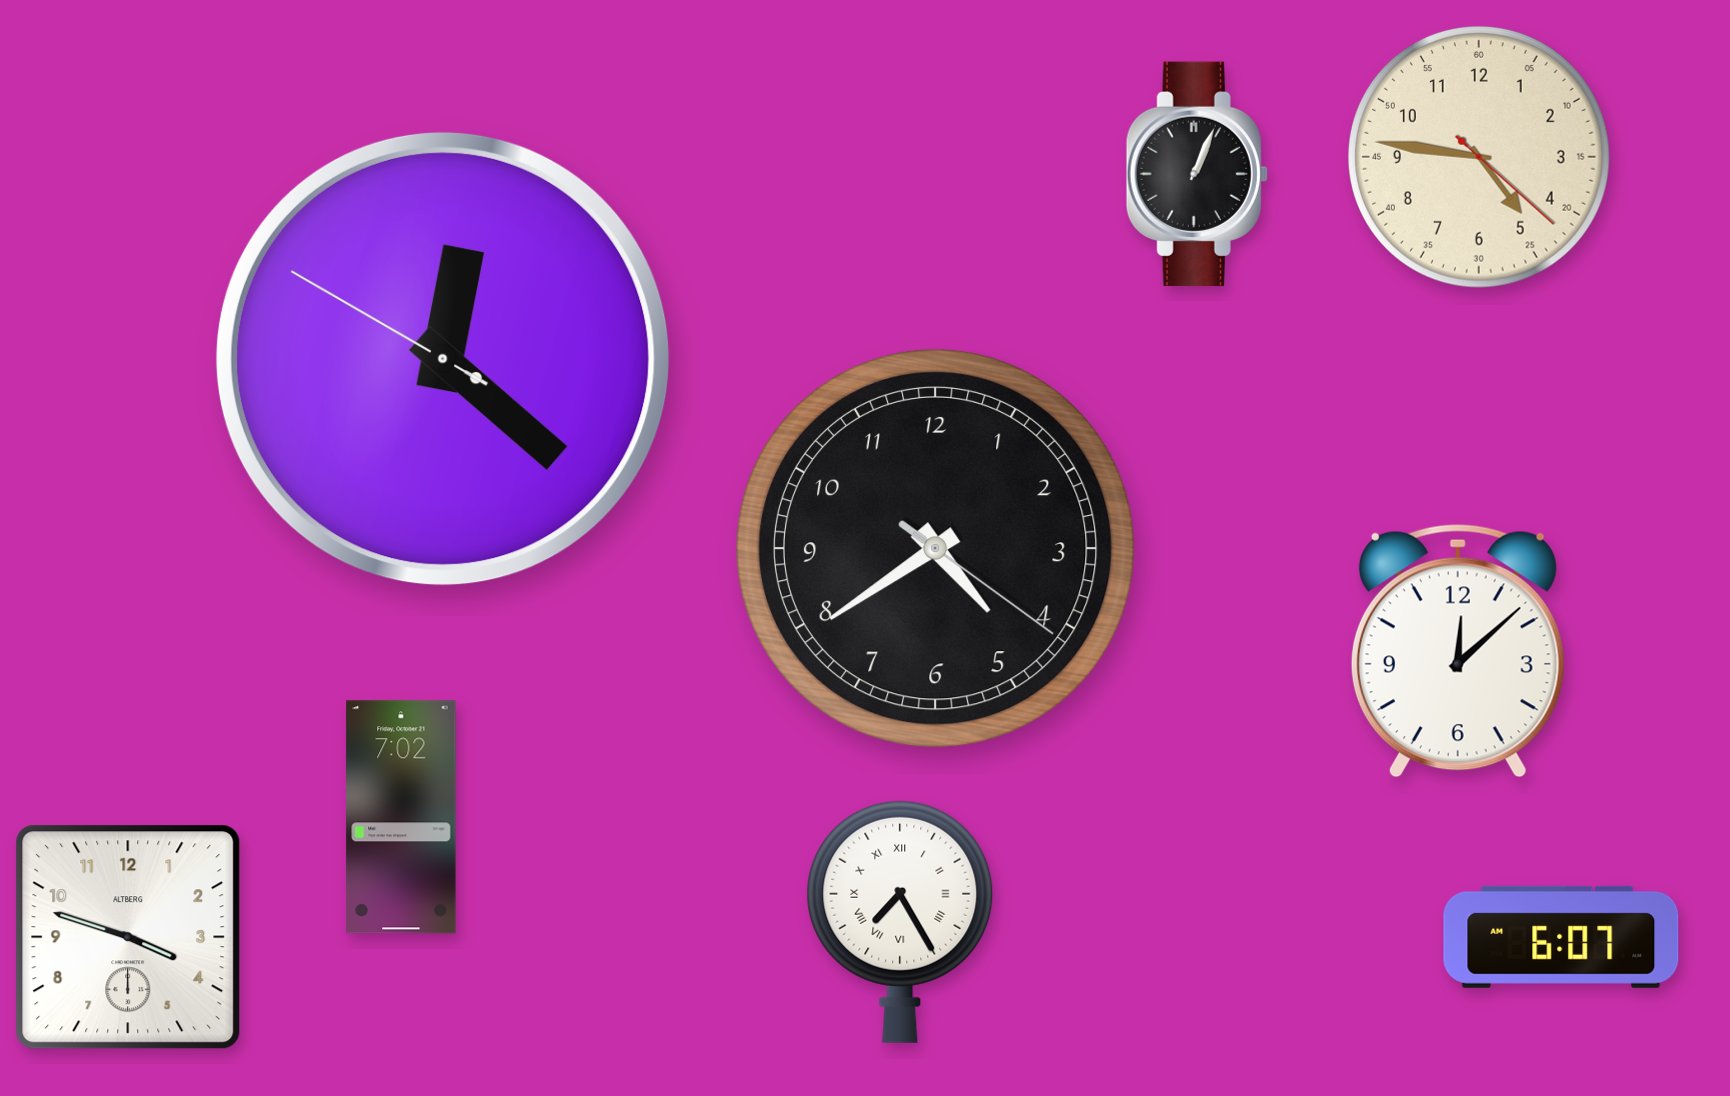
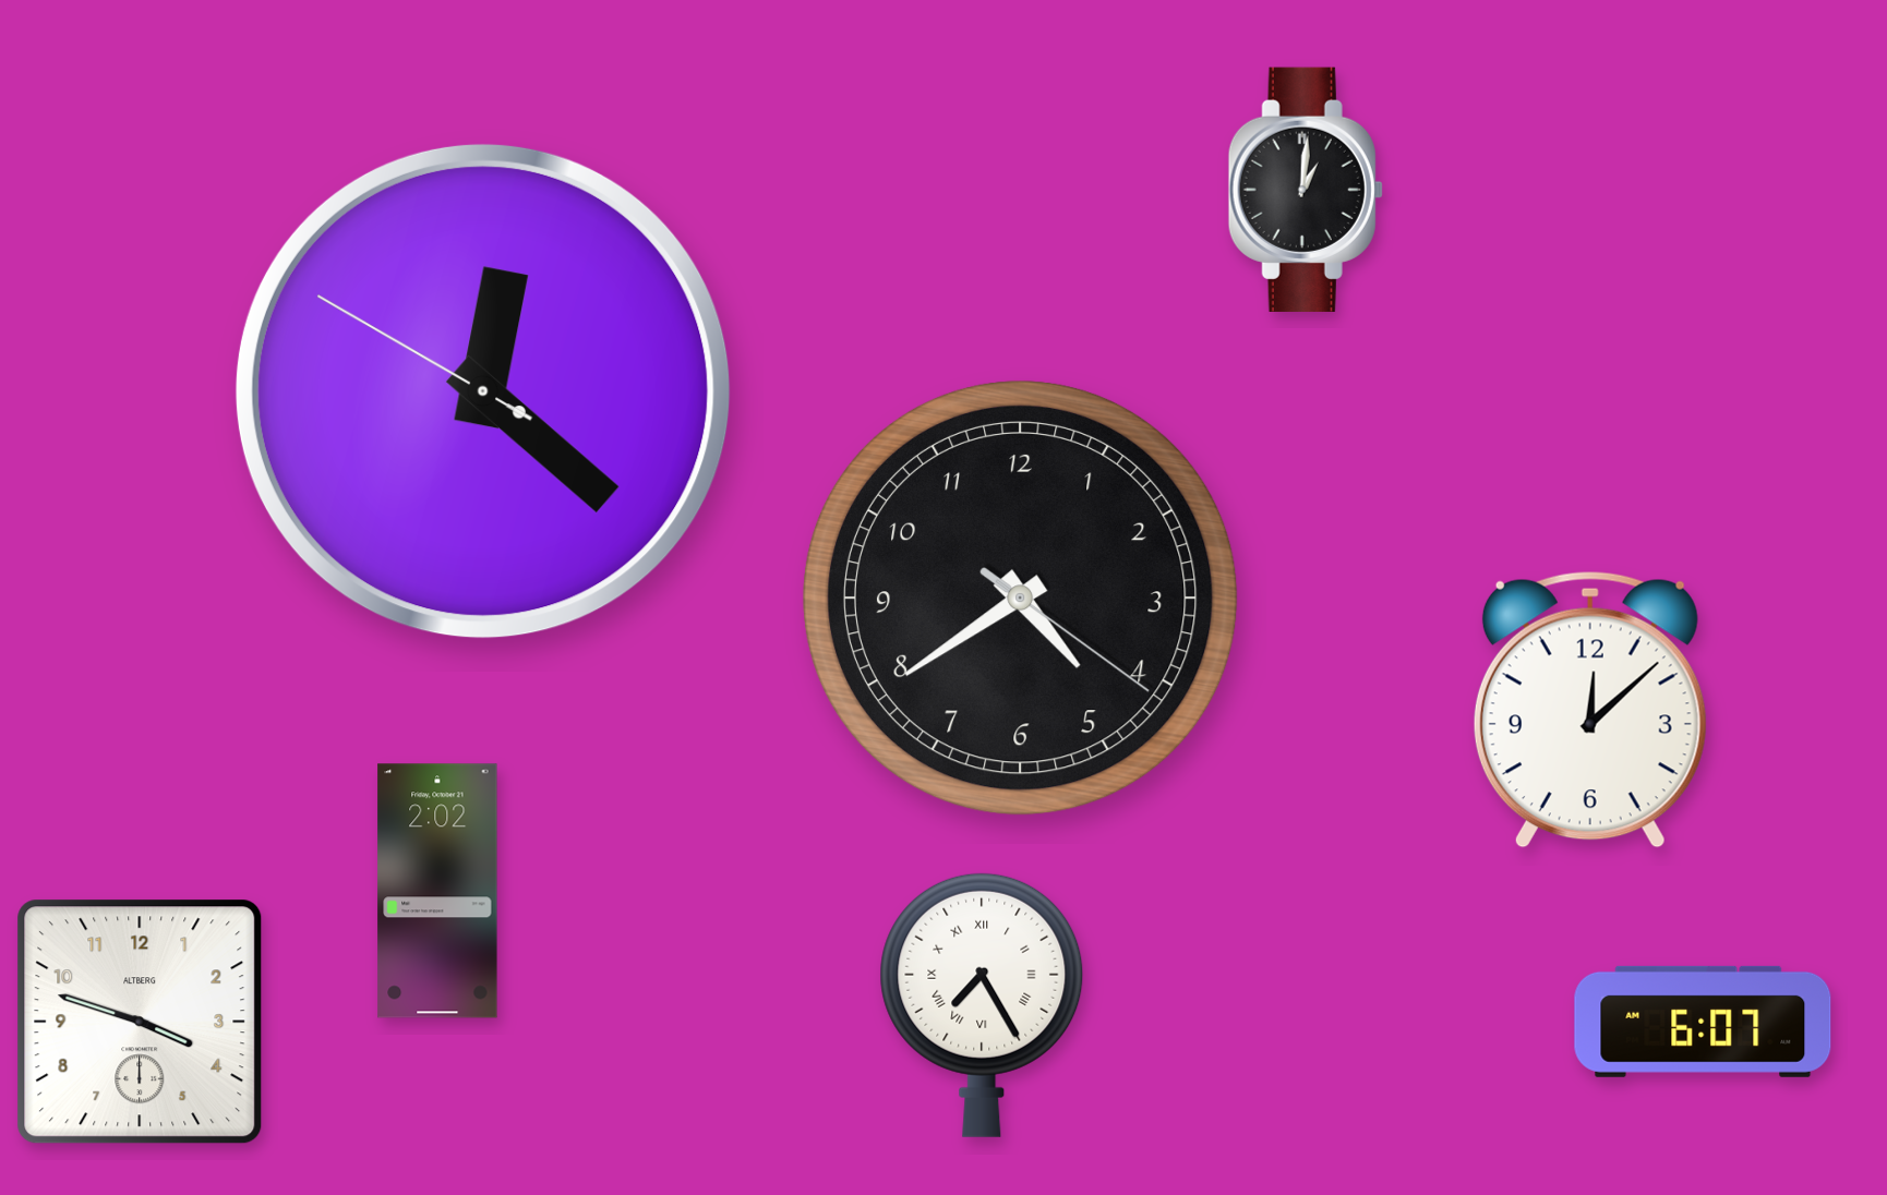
clock at (1479, 157): 4:46 -> none
clock at (1197, 174): 1:04 -> 1:01
clock at (401, 817): 7:02 -> 2:02
